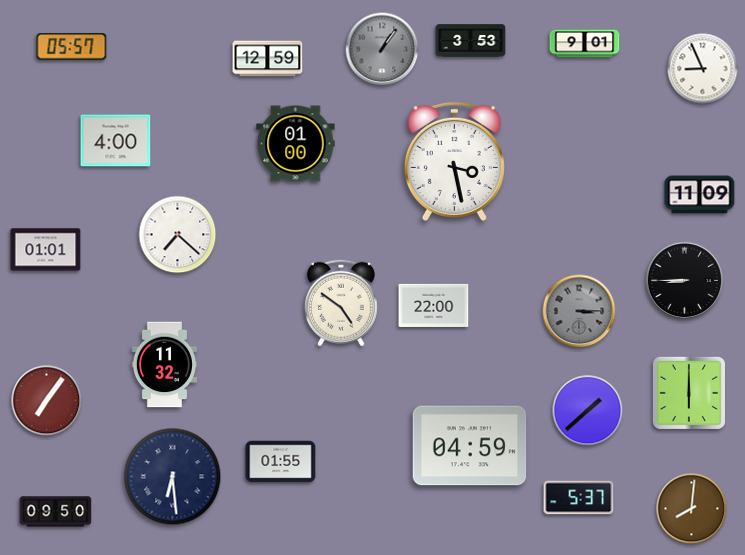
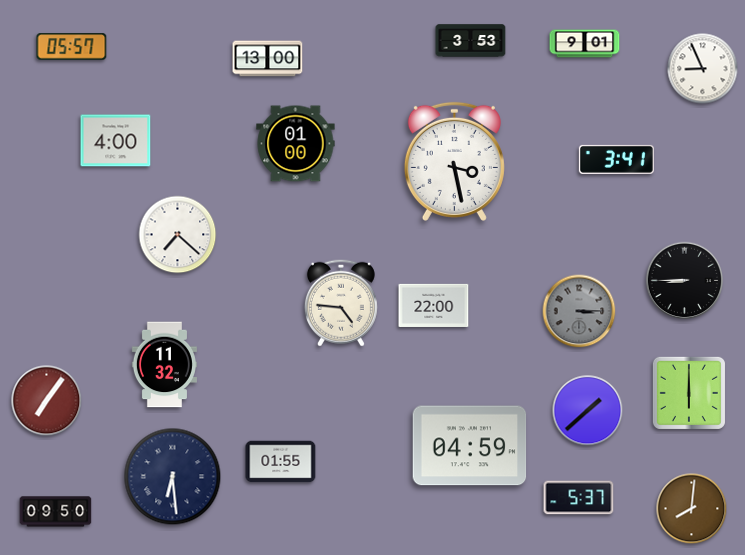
clock at (382, 49): 1:06 -> none
clock at (268, 59): 12:59 -> 13:00
clock at (616, 159): none -> 3:41
clock at (700, 195): 11:09 -> none
clock at (46, 250): 01:01 -> none
clock at (341, 303): 4:51 -> 4:46
